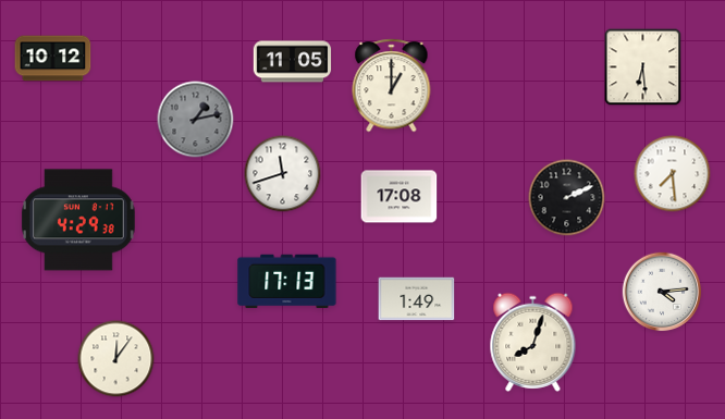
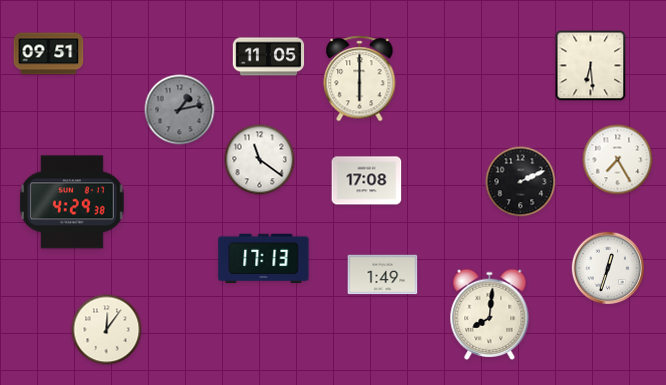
clock at (53, 59): 10:12 -> 09:51
clock at (643, 67) position: (643, 67) -> (591, 66)
clock at (392, 86): 1:00 -> 6:00
clock at (283, 174): 11:42 -> 11:21
clock at (673, 174): 7:29 -> 7:25
clock at (662, 292): 4:14 -> 12:33
clock at (533, 342): 8:03 -> 8:01
